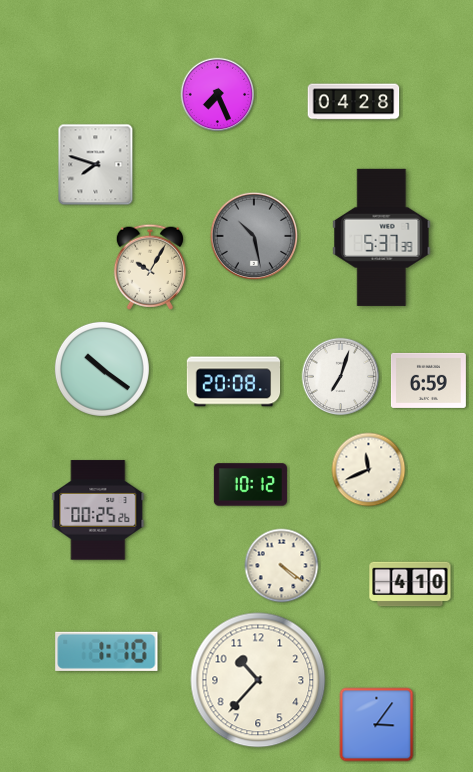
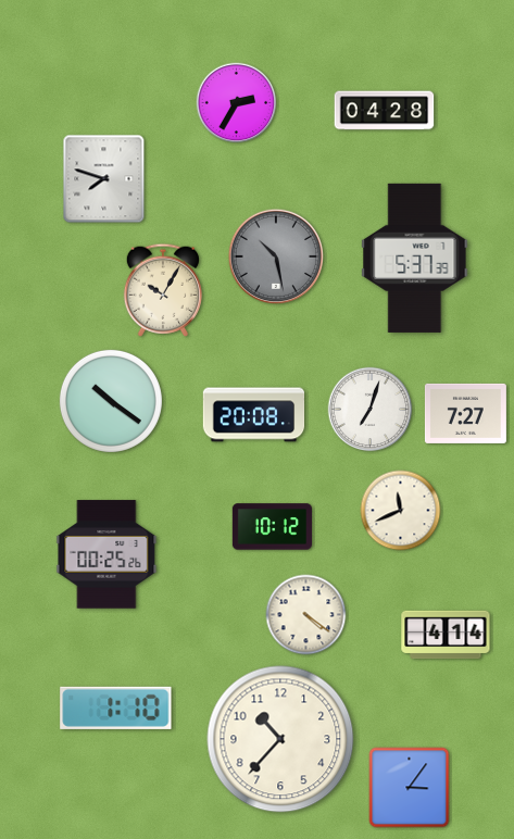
clock at (218, 95): 7:26 -> 2:35
clock at (428, 380): 6:59 -> 7:27
clock at (410, 584): 4:10 -> 4:14
